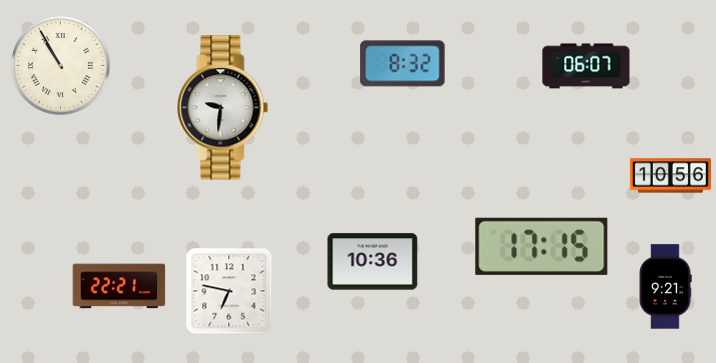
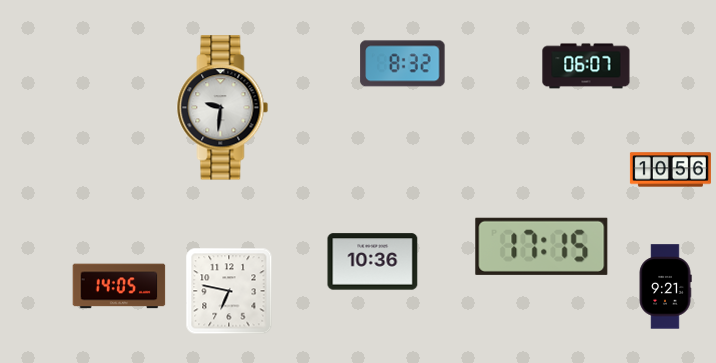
clock at (61, 66): 10:55 -> none
clock at (670, 176) position: (670, 176) -> (670, 170)
clock at (119, 286): 22:21 -> 14:05
